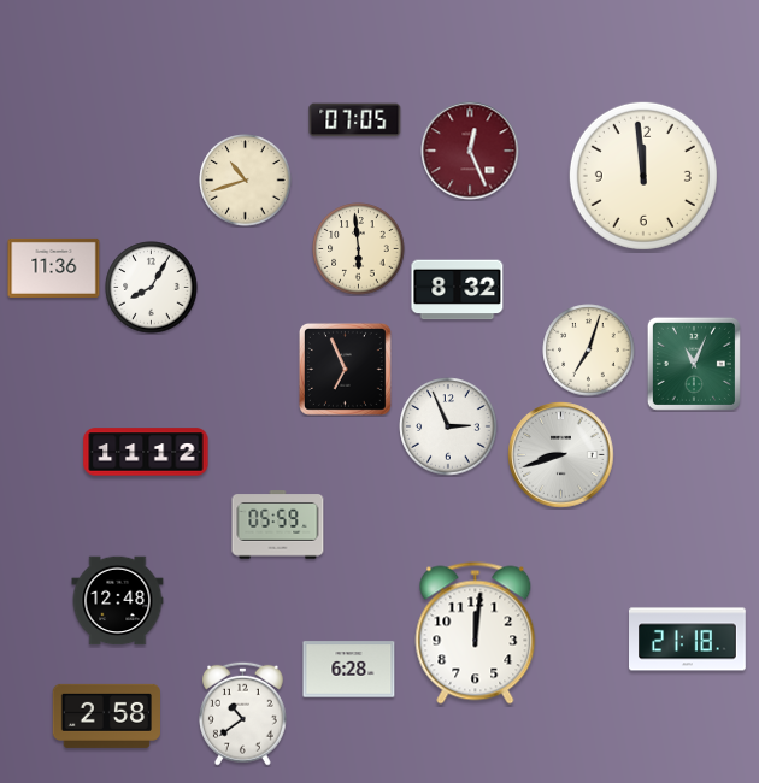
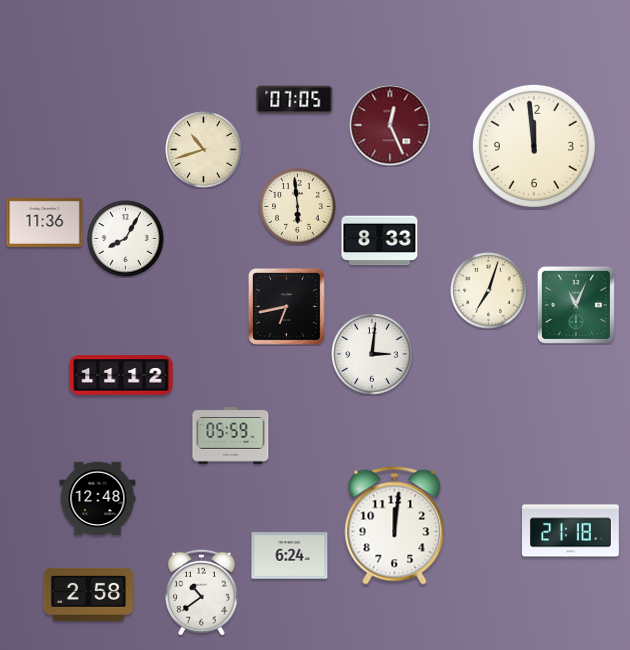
clock at (458, 290): 8:32 -> 8:33
clock at (694, 364) position: (694, 364) -> (576, 305)
clock at (345, 369): 6:56 -> 6:43
clock at (448, 426): 2:56 -> 3:01
clock at (561, 455): 8:42 -> none
clock at (349, 670): 6:28 -> 6:24
